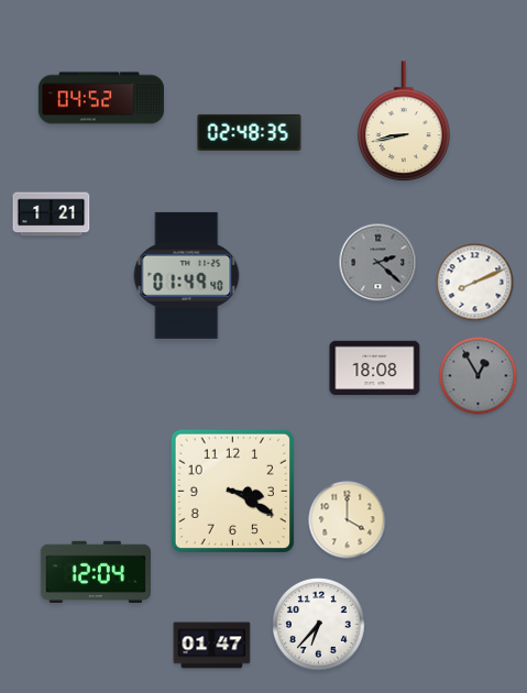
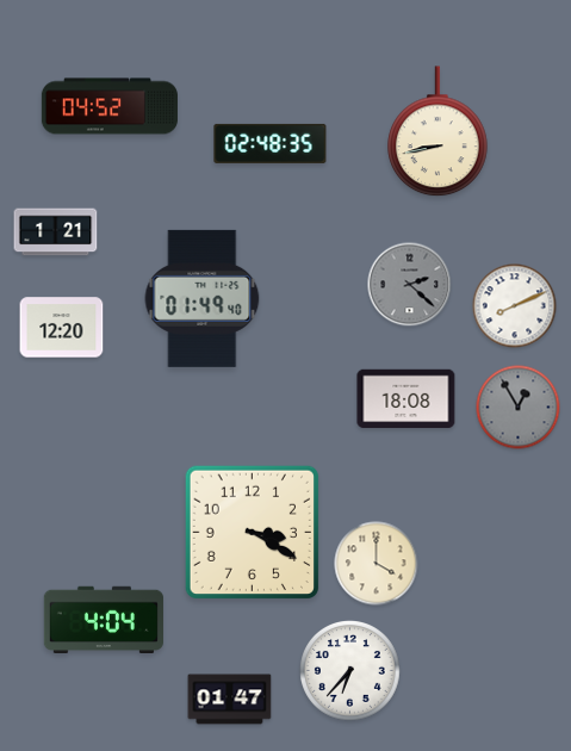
clock at (62, 328): none -> 12:20
clock at (96, 572): 12:04 -> 4:04
clock at (319, 625) position: (319, 625) -> (350, 671)
